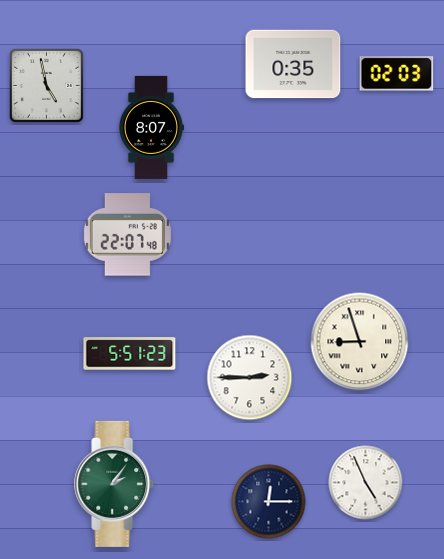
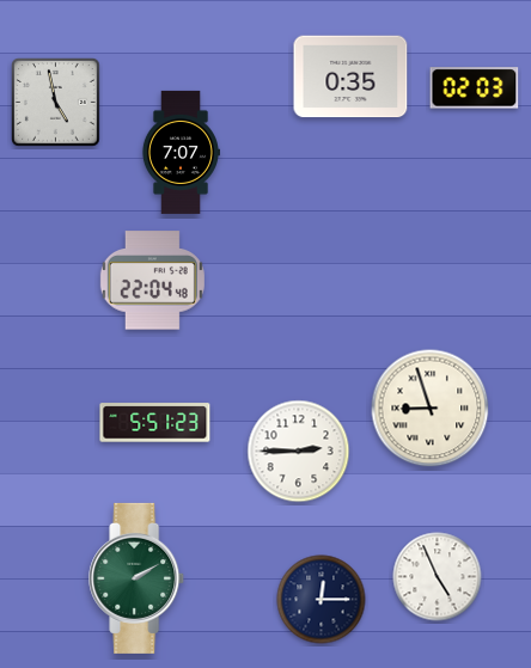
clock at (150, 127): 8:07 -> 7:07
clock at (127, 235): 22:07 -> 22:04
clock at (115, 484): 2:06 -> 2:10
